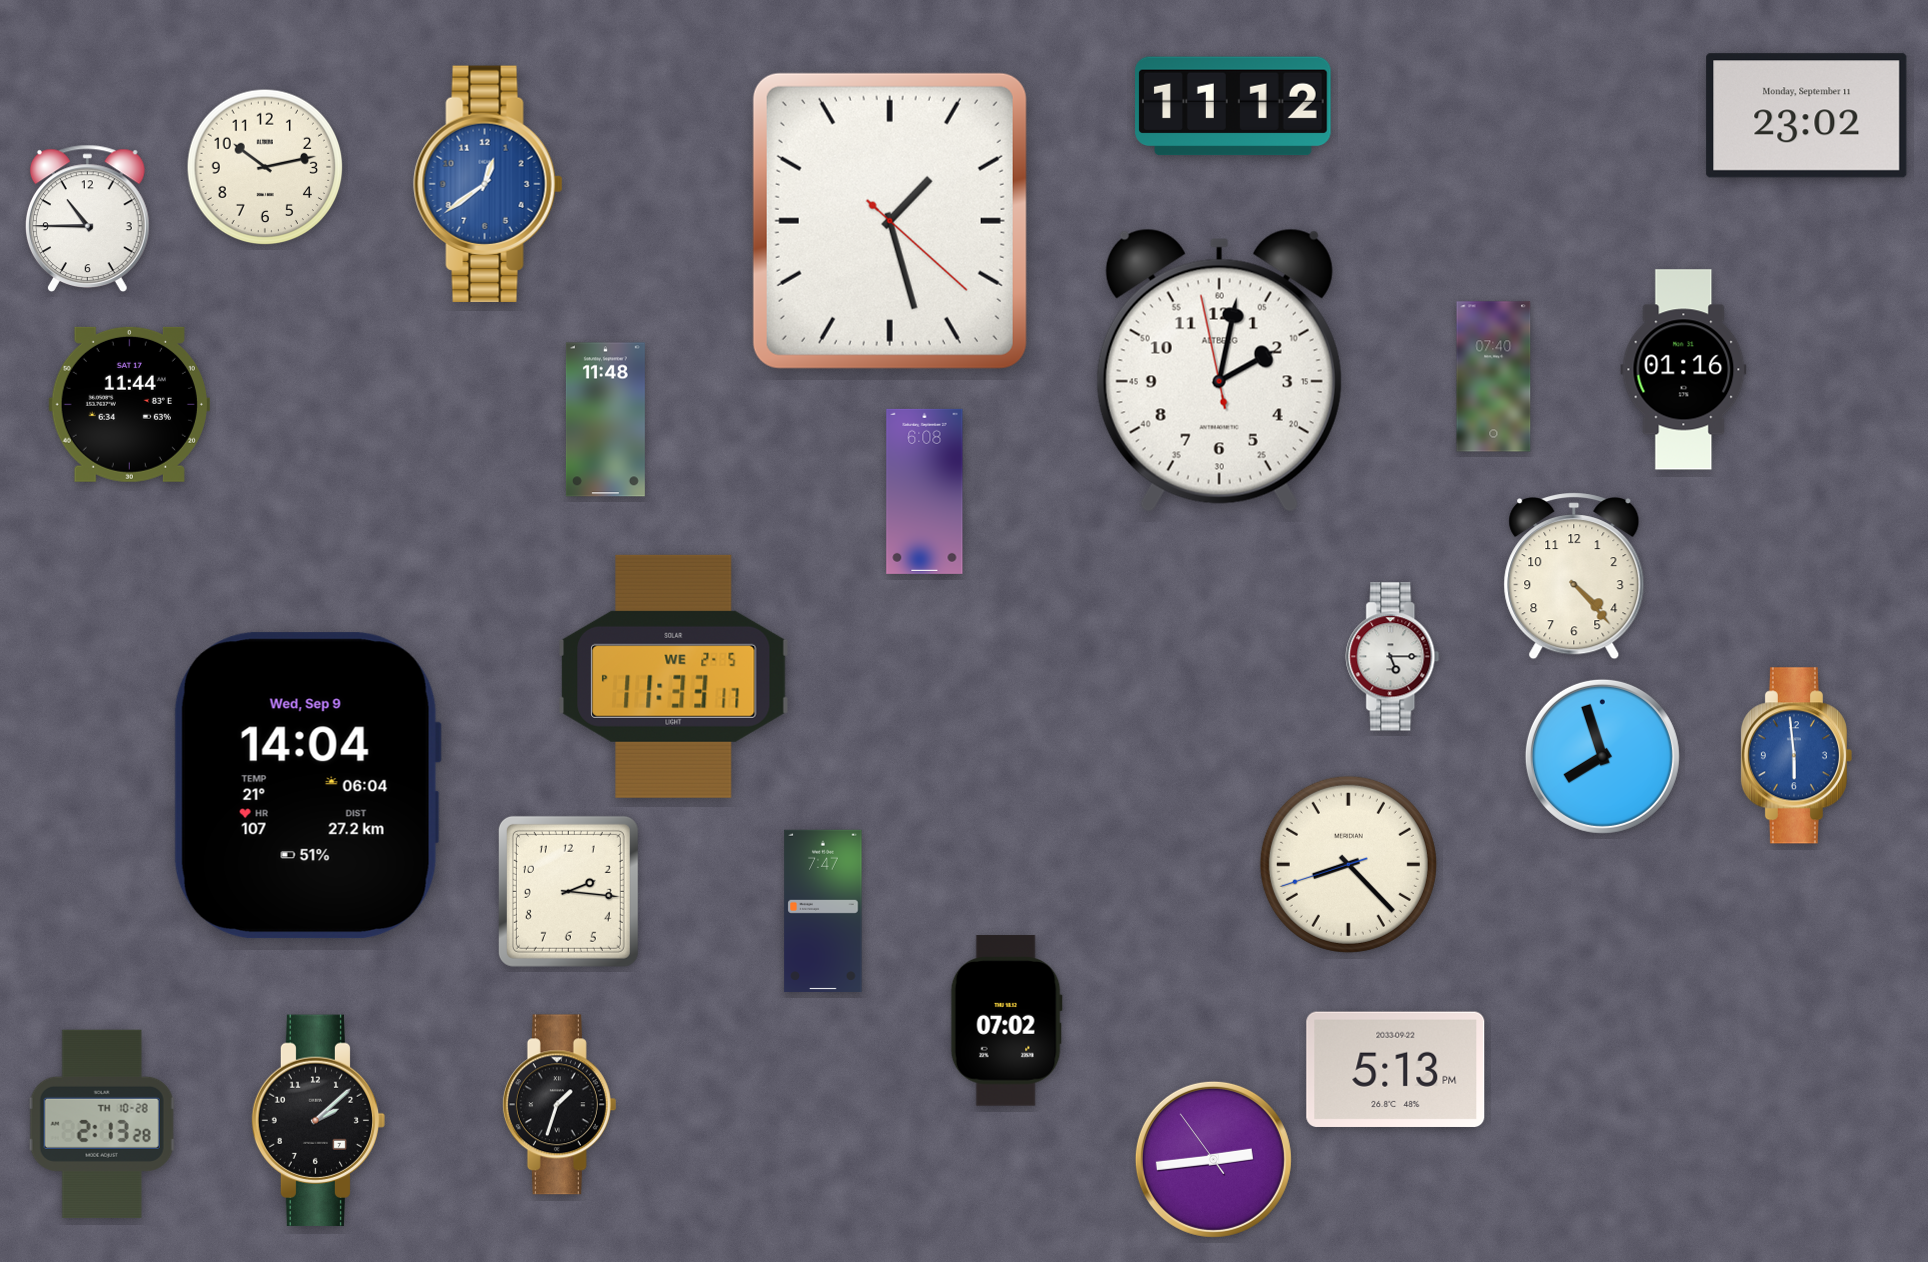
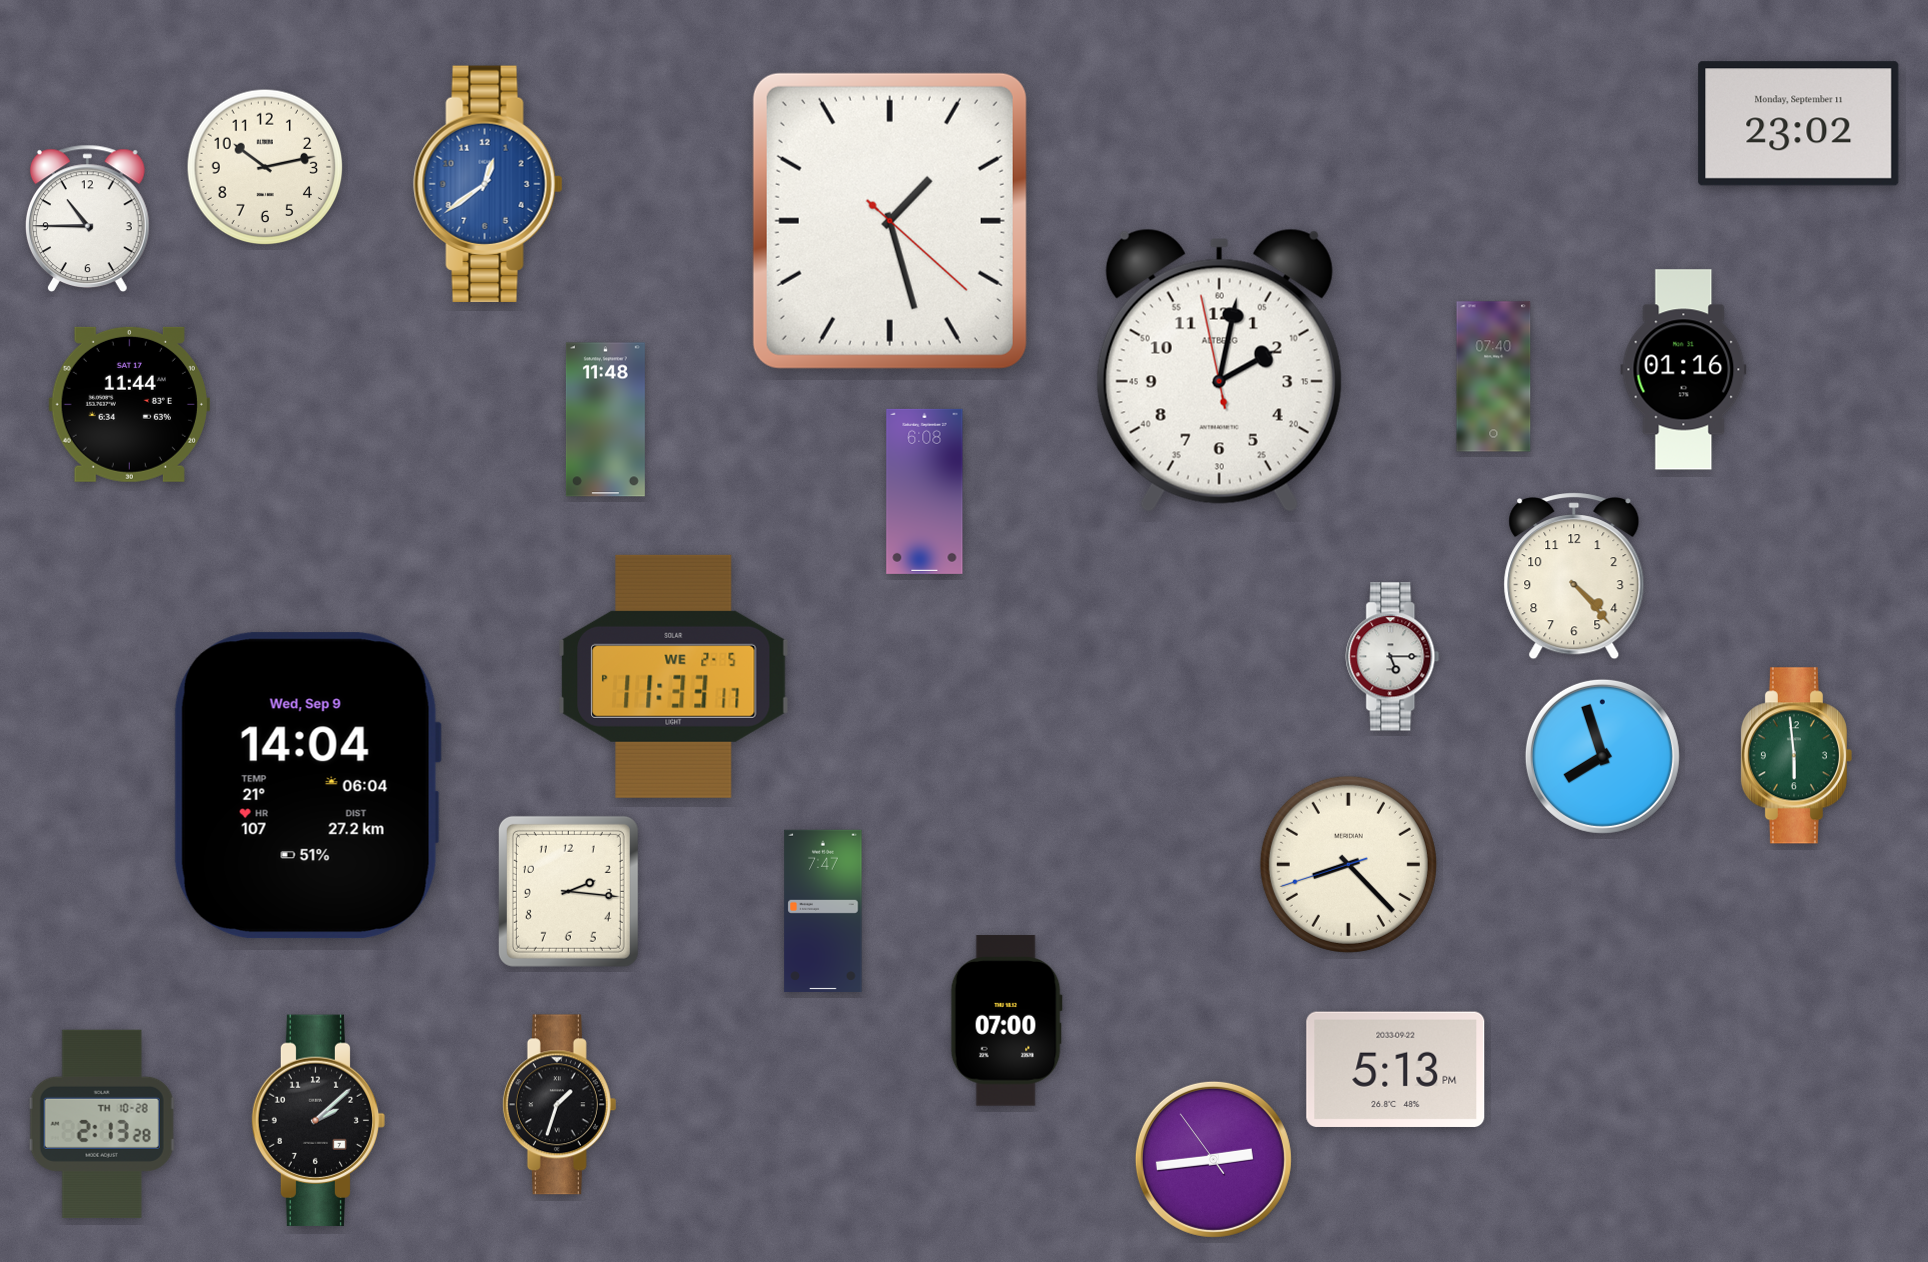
clock at (1233, 106): 11:12 -> none
clock at (1807, 116) position: (1807, 116) -> (1799, 124)
clock at (1796, 756) dial: blue -> green
clock at (1006, 1021): 07:02 -> 07:00
